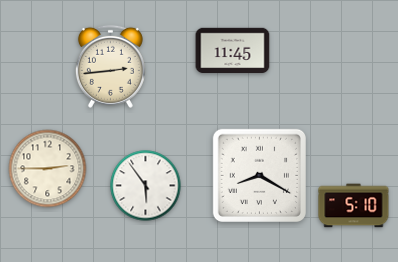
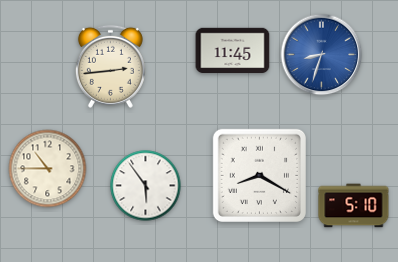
clock at (322, 55): none -> 8:33
clock at (48, 169): 2:45 -> 10:45
